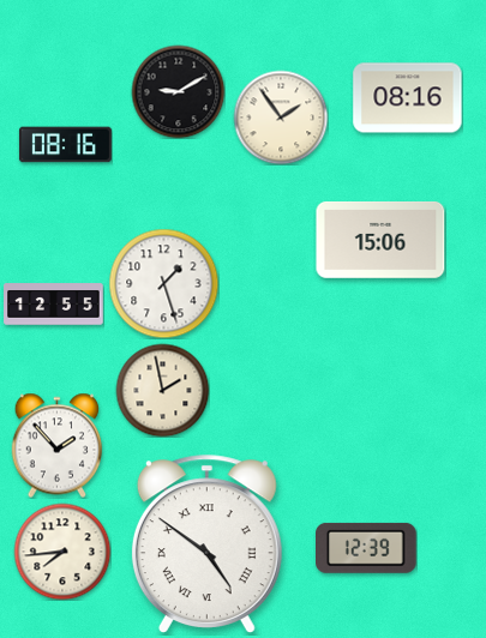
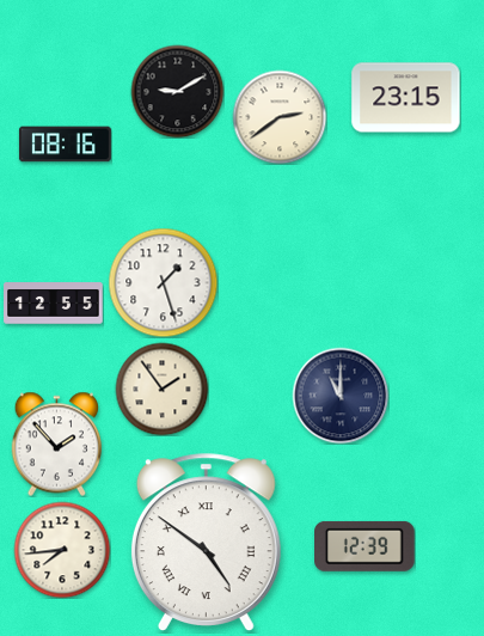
clock at (408, 98): 08:16 -> 23:15
clock at (281, 118): 1:54 -> 2:39
clock at (380, 240): 15:06 -> none
clock at (162, 390): 1:58 -> 1:54
clock at (341, 396): none -> 11:00
